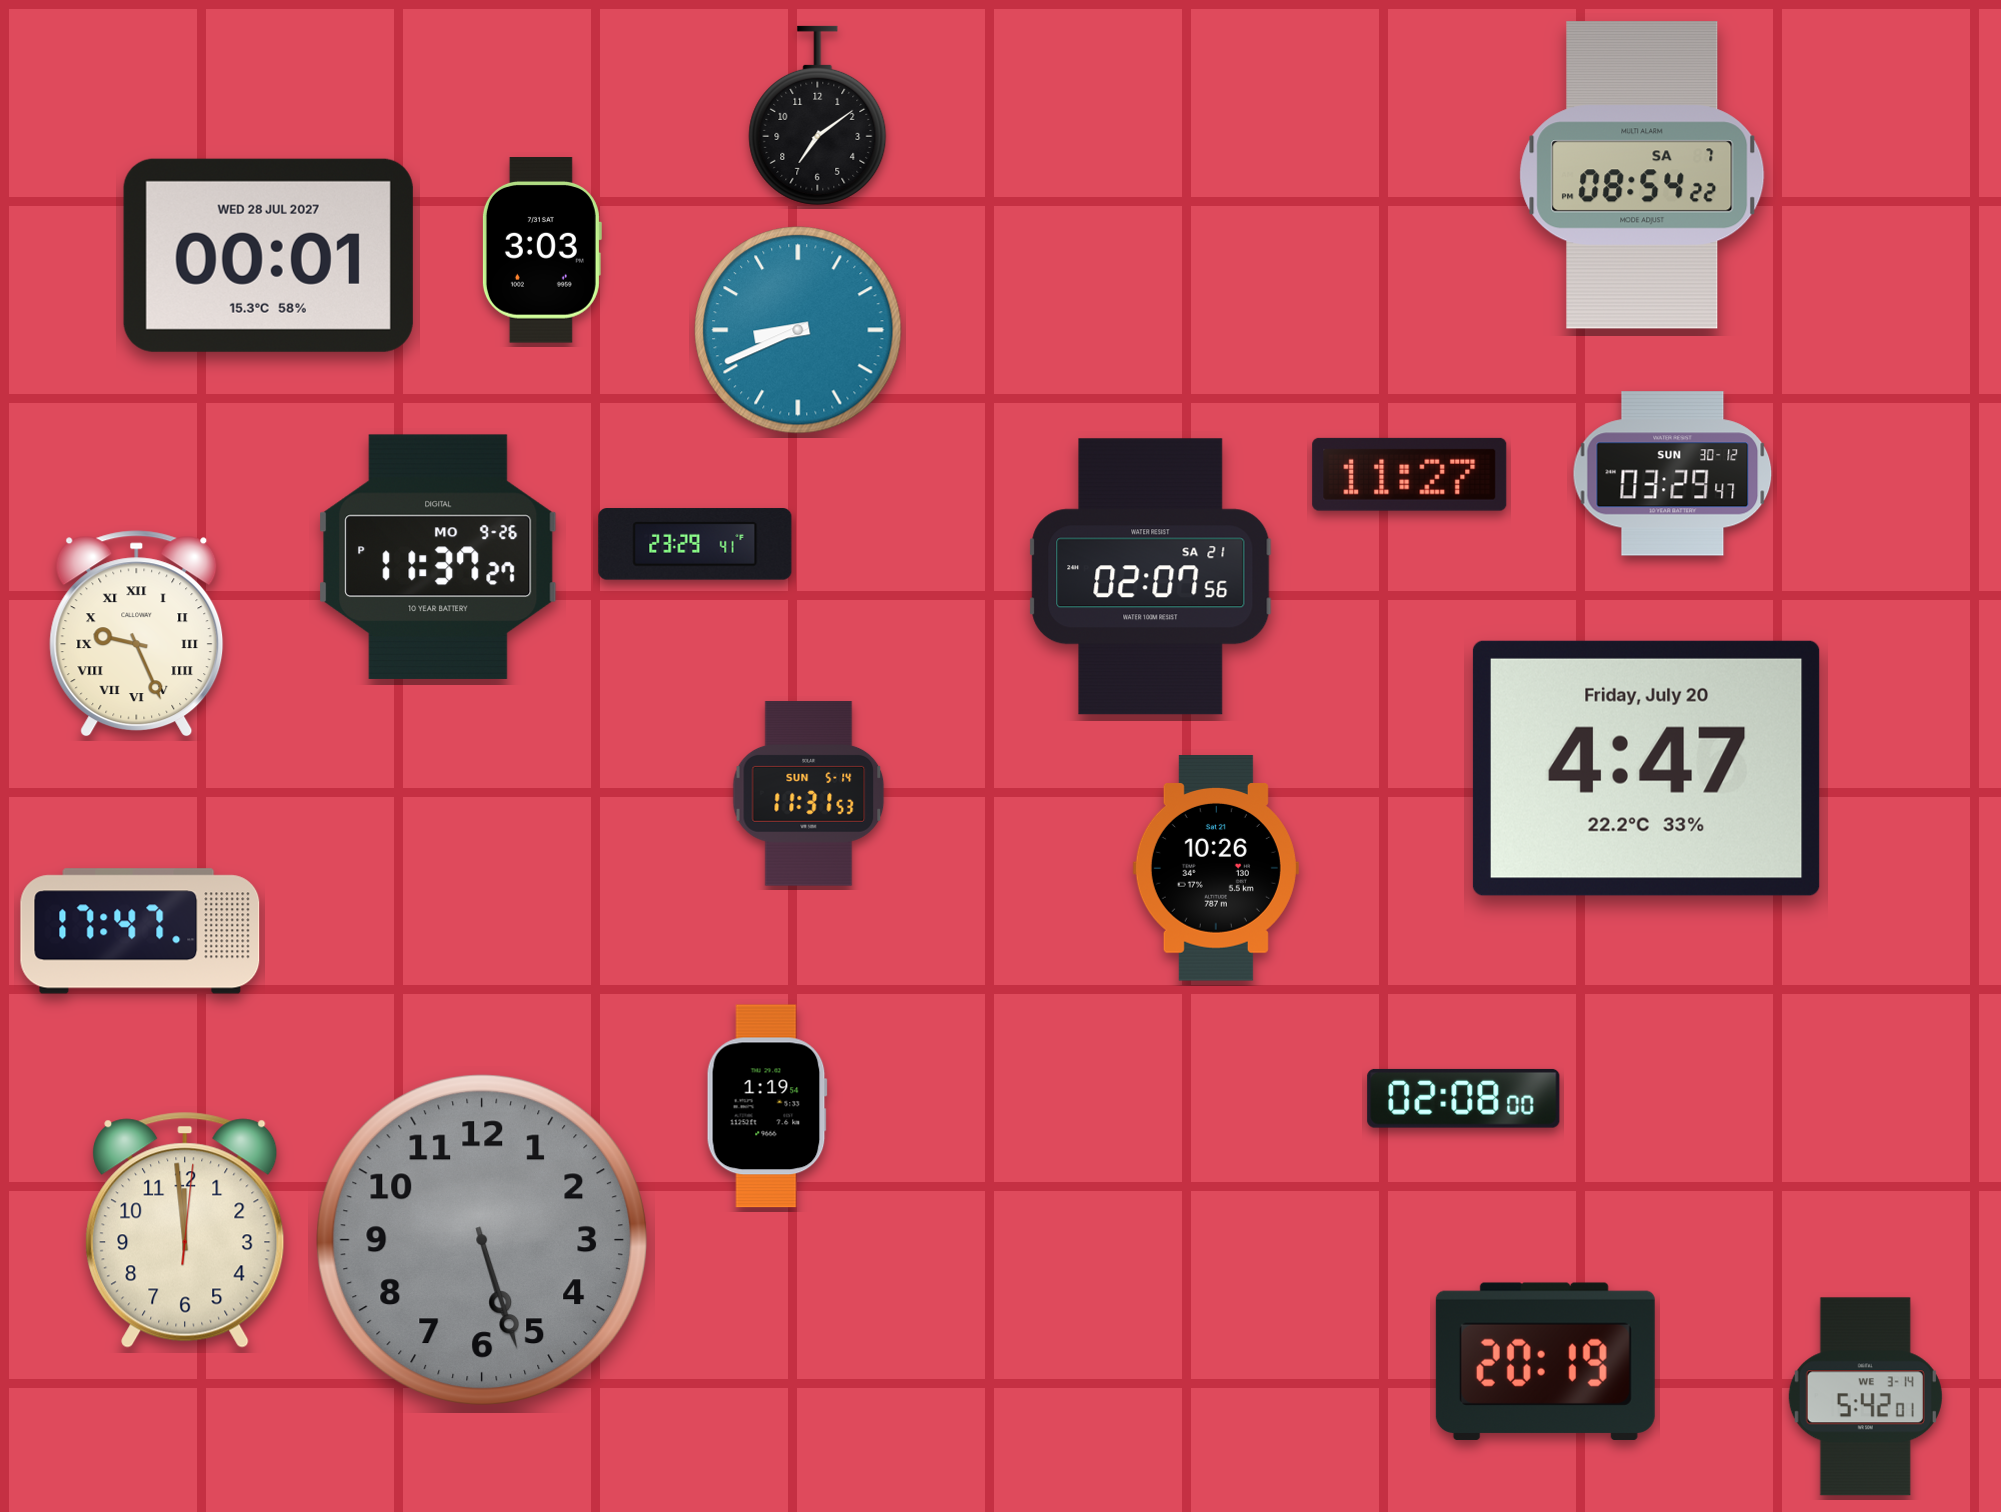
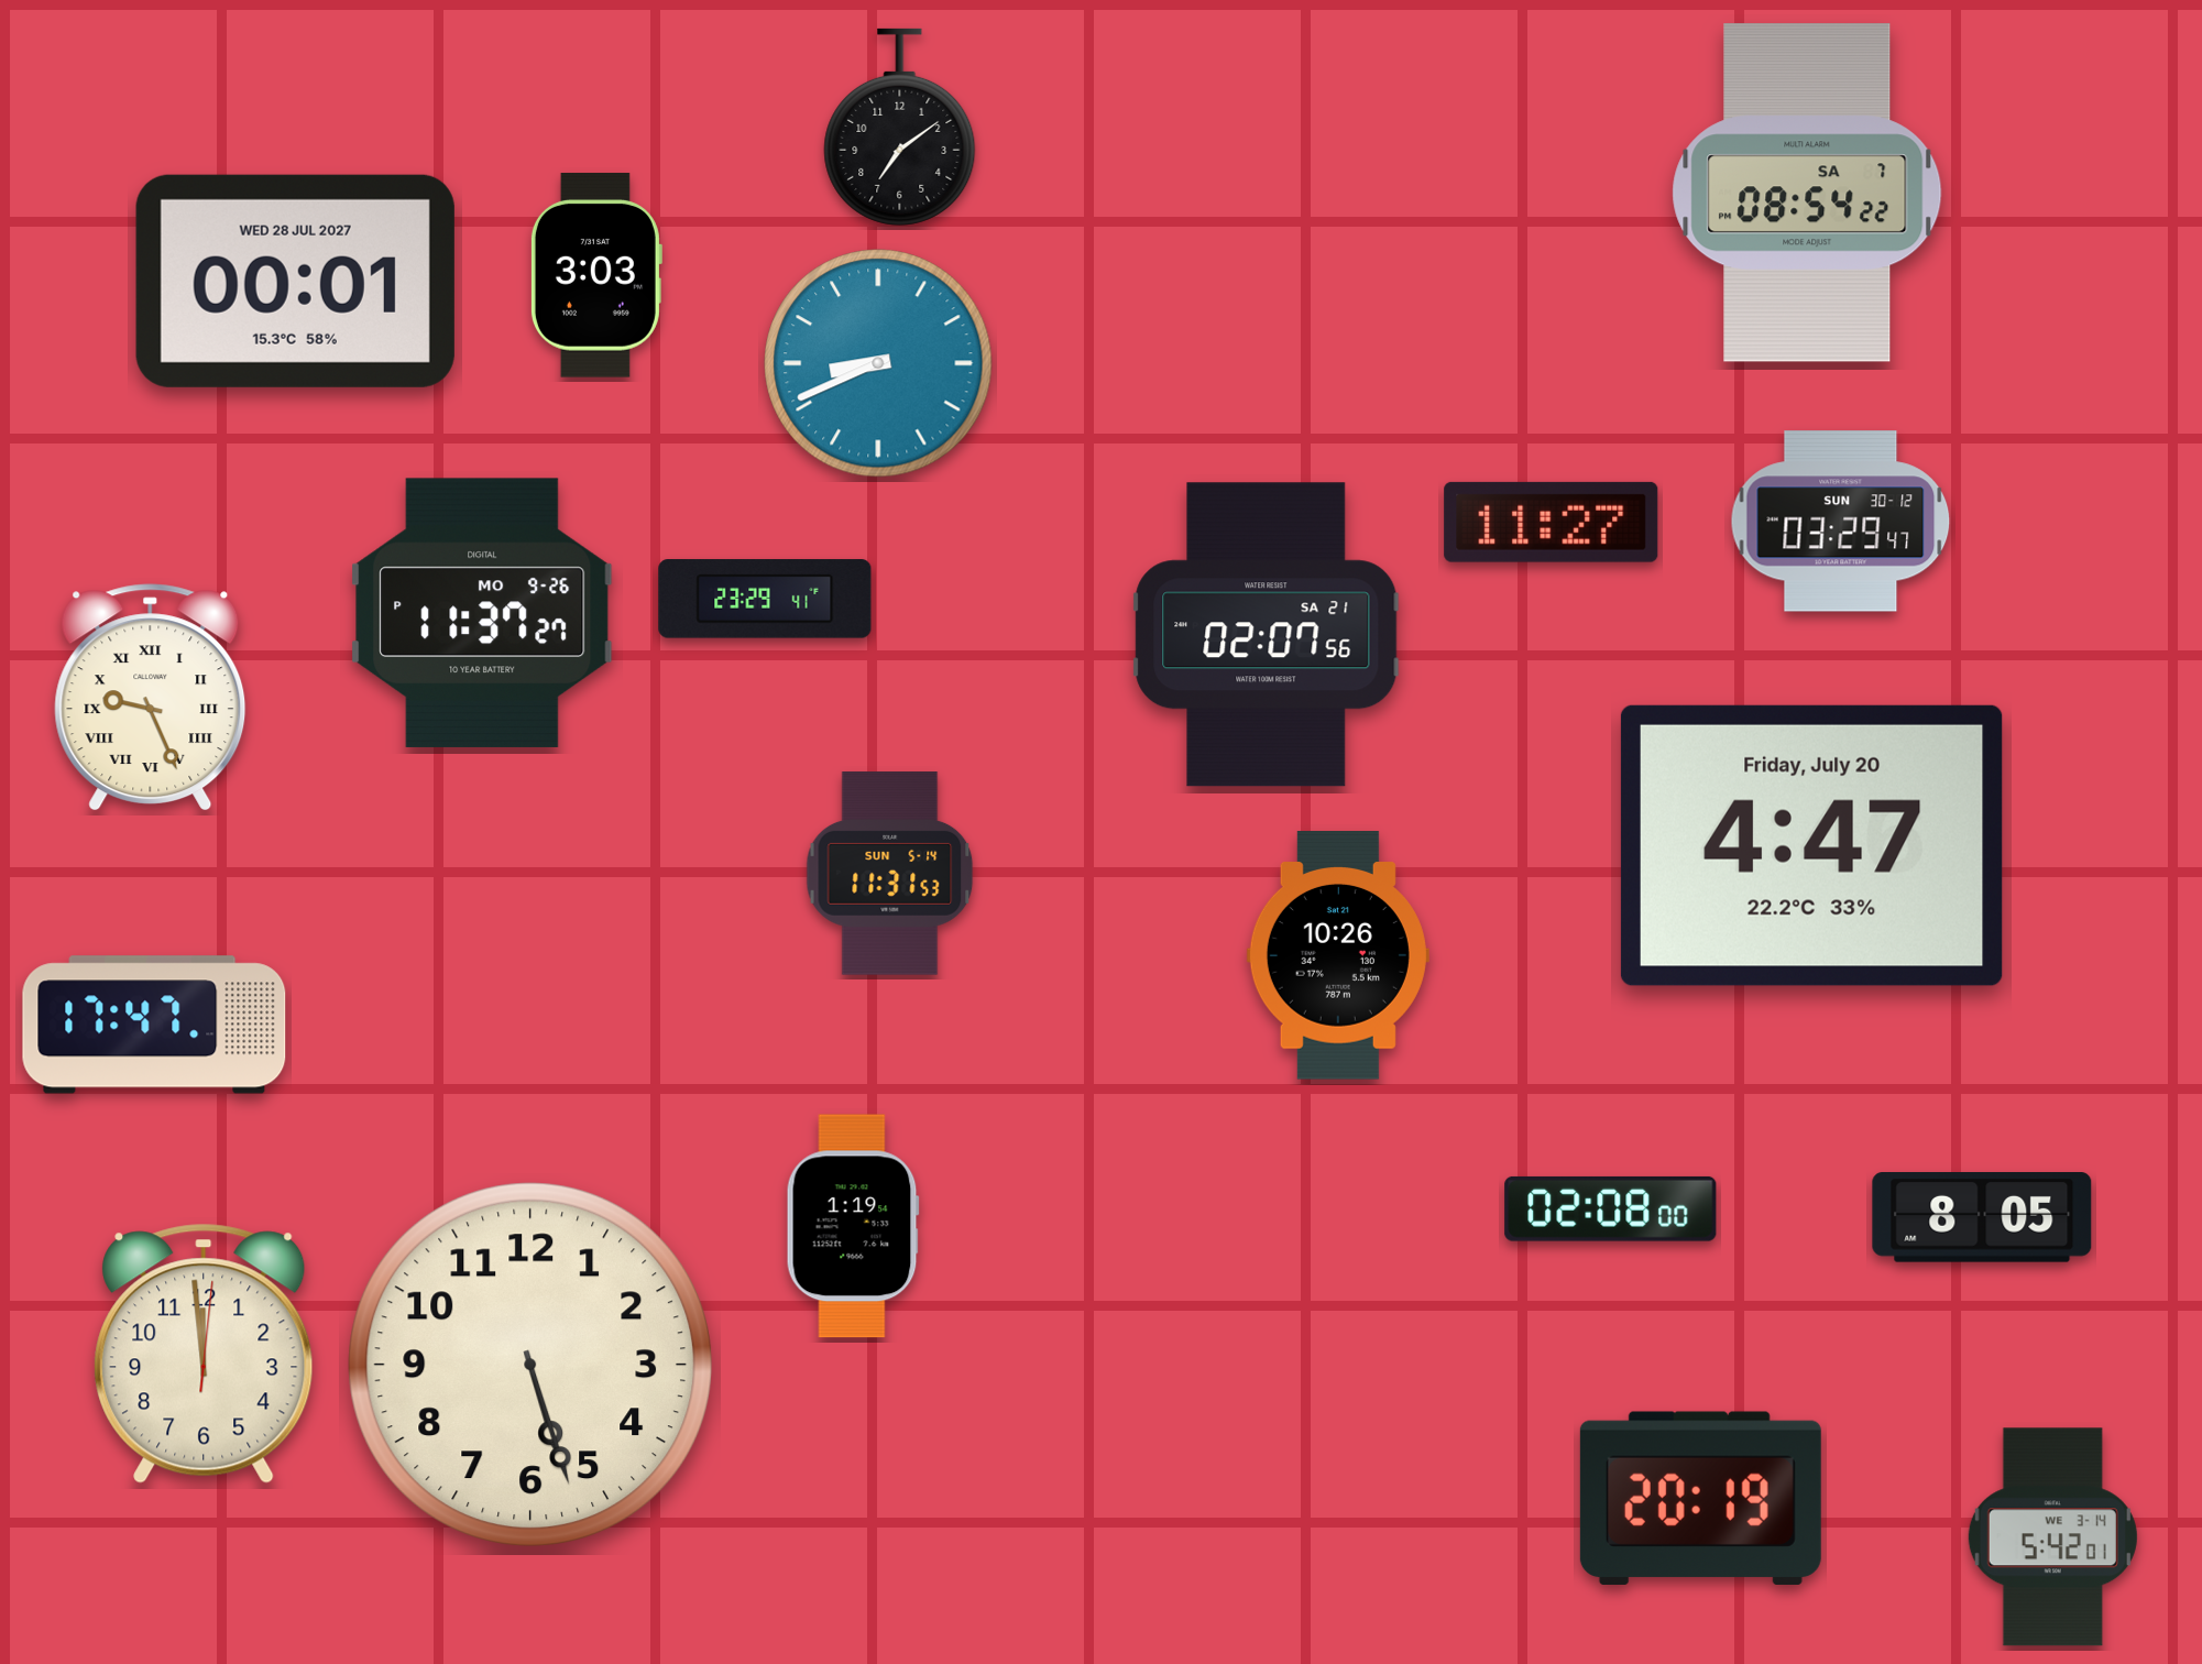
clock at (767, 1106) position: (767, 1106) -> (853, 1226)
clock at (1982, 1218): none -> 8:05
clock at (482, 1240) dial: grey -> cream
